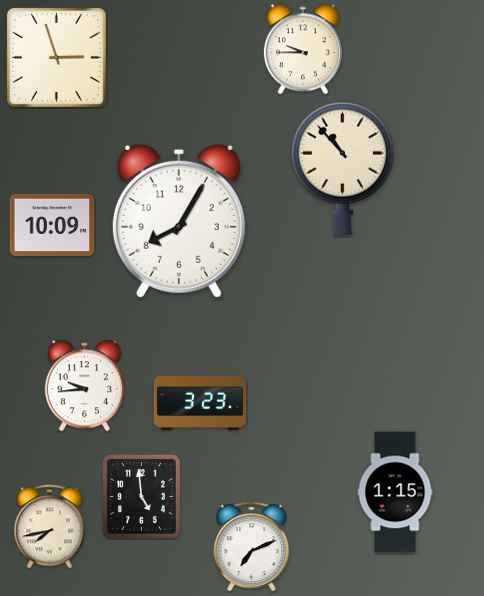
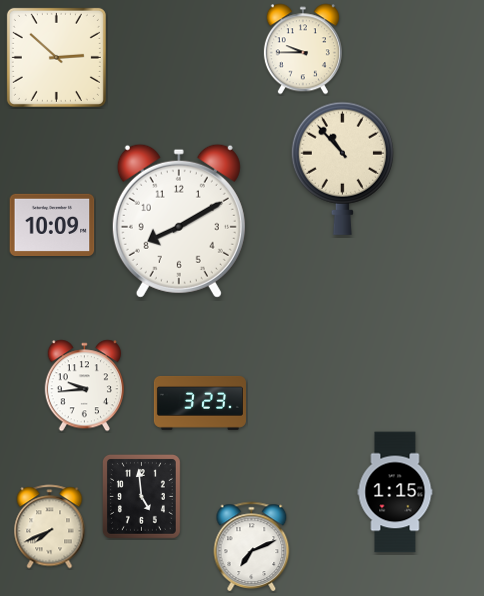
clock at (56, 57): 2:57 -> 2:52
clock at (179, 221): 8:05 -> 8:10
clock at (50, 527): 7:43 -> 7:41
